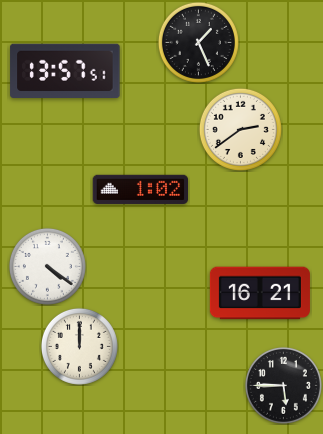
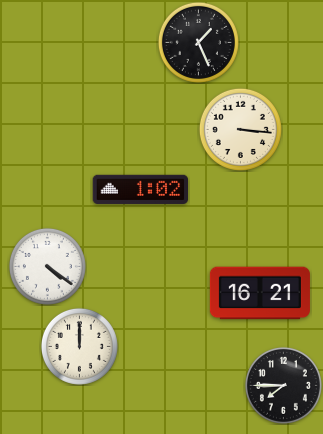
clock at (65, 70): 13:57 -> none
clock at (240, 129): 2:39 -> 3:16
clock at (283, 385): 5:45 -> 7:45
